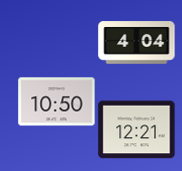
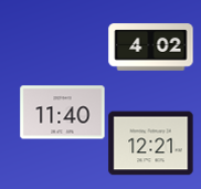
clock at (137, 43): 4:04 -> 4:02
clock at (57, 102): 10:50 -> 11:40
